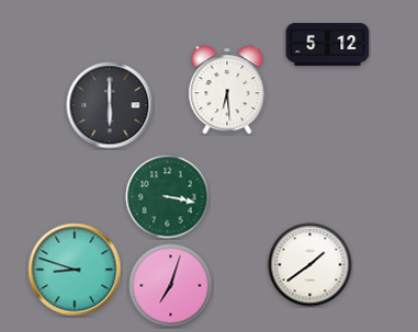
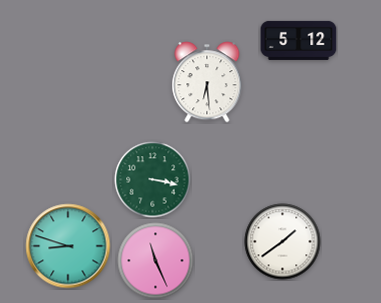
clock at (110, 105): 6:00 -> none
clock at (171, 286): 7:03 -> 11:26
